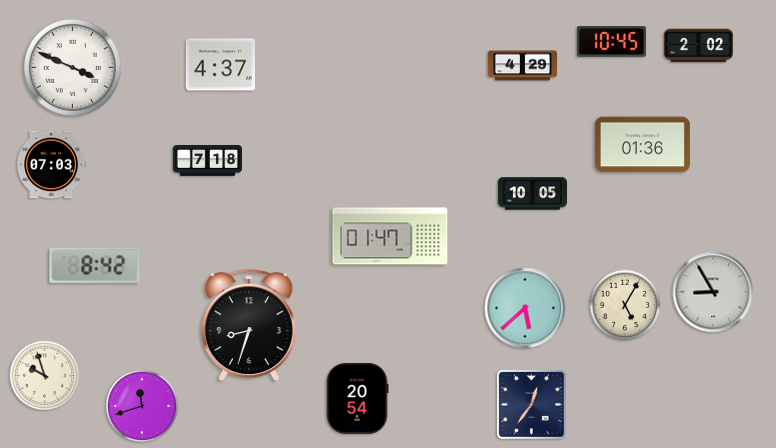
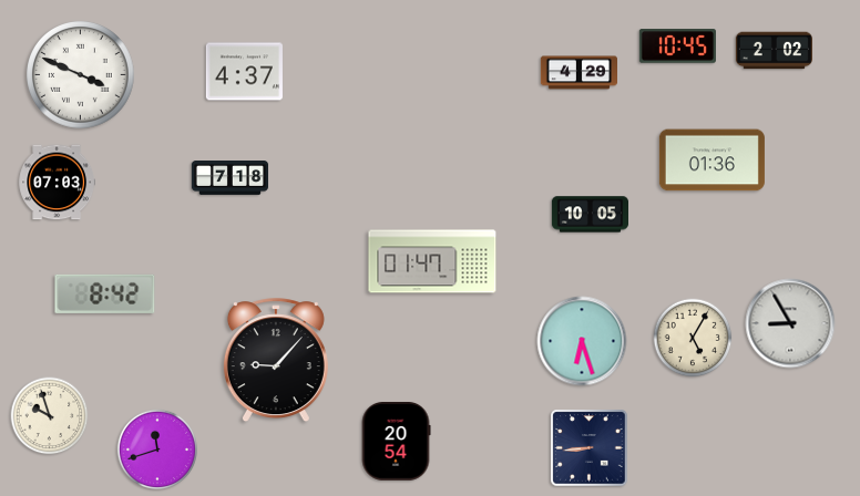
clock at (525, 308): 5:38 -> 6:27
clock at (249, 326): 8:33 -> 9:07
clock at (532, 405): 12:36 -> 8:44
